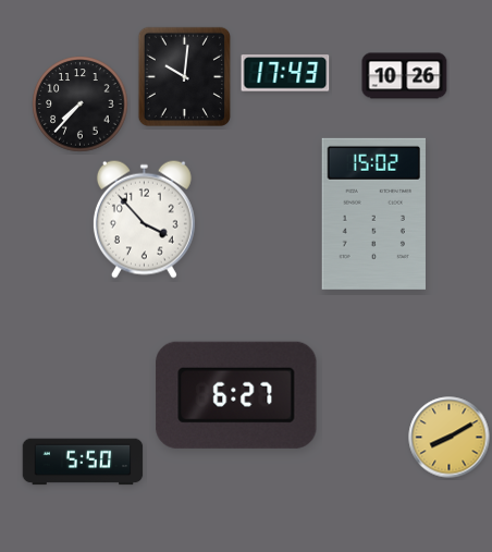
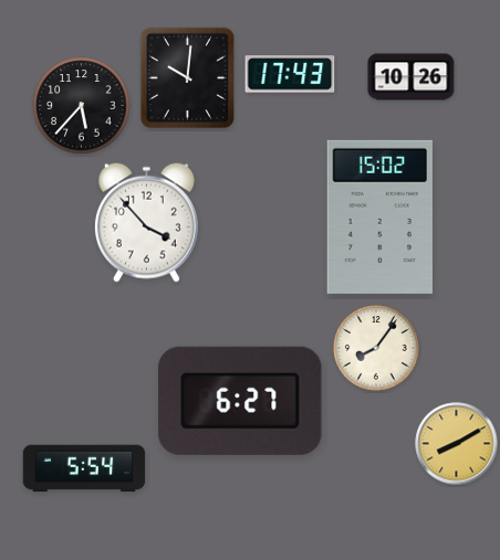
clock at (81, 105): 7:37 -> 5:37
clock at (376, 348): none -> 8:06
clock at (83, 462): 5:50 -> 5:54
